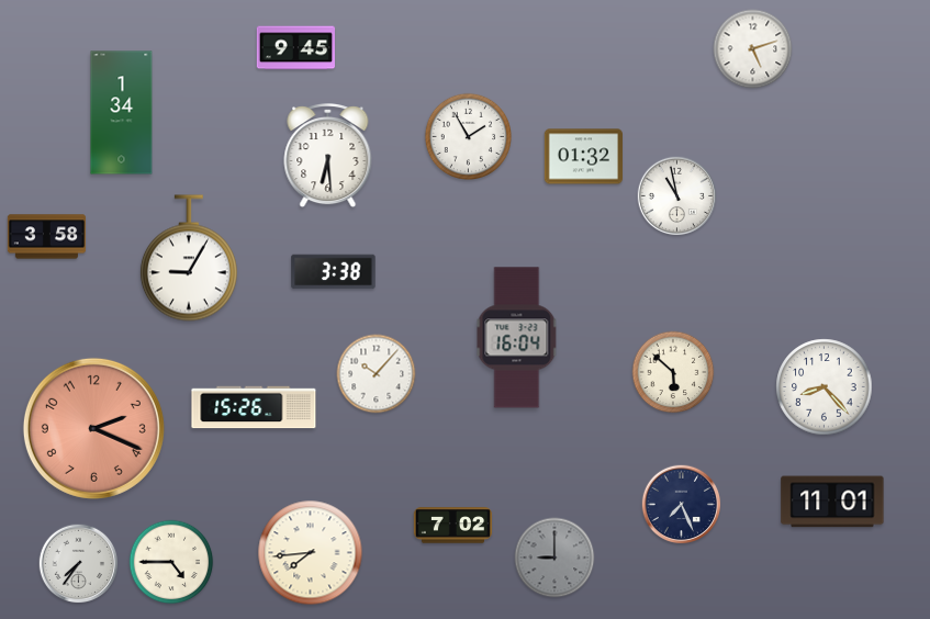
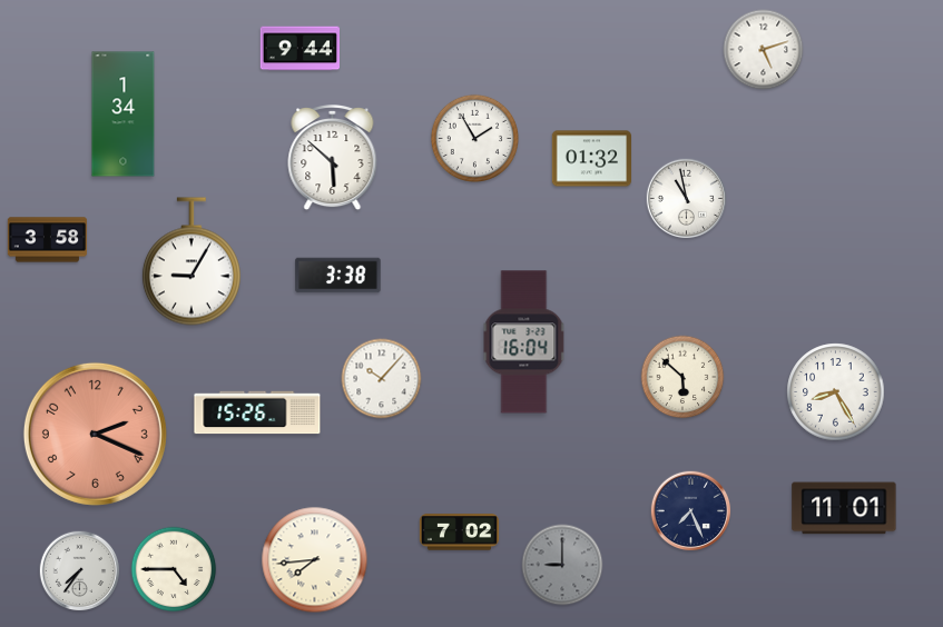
clock at (295, 48): 9:45 -> 9:44
clock at (328, 157): 6:29 -> 5:52
clock at (825, 387): 8:23 -> 8:25
